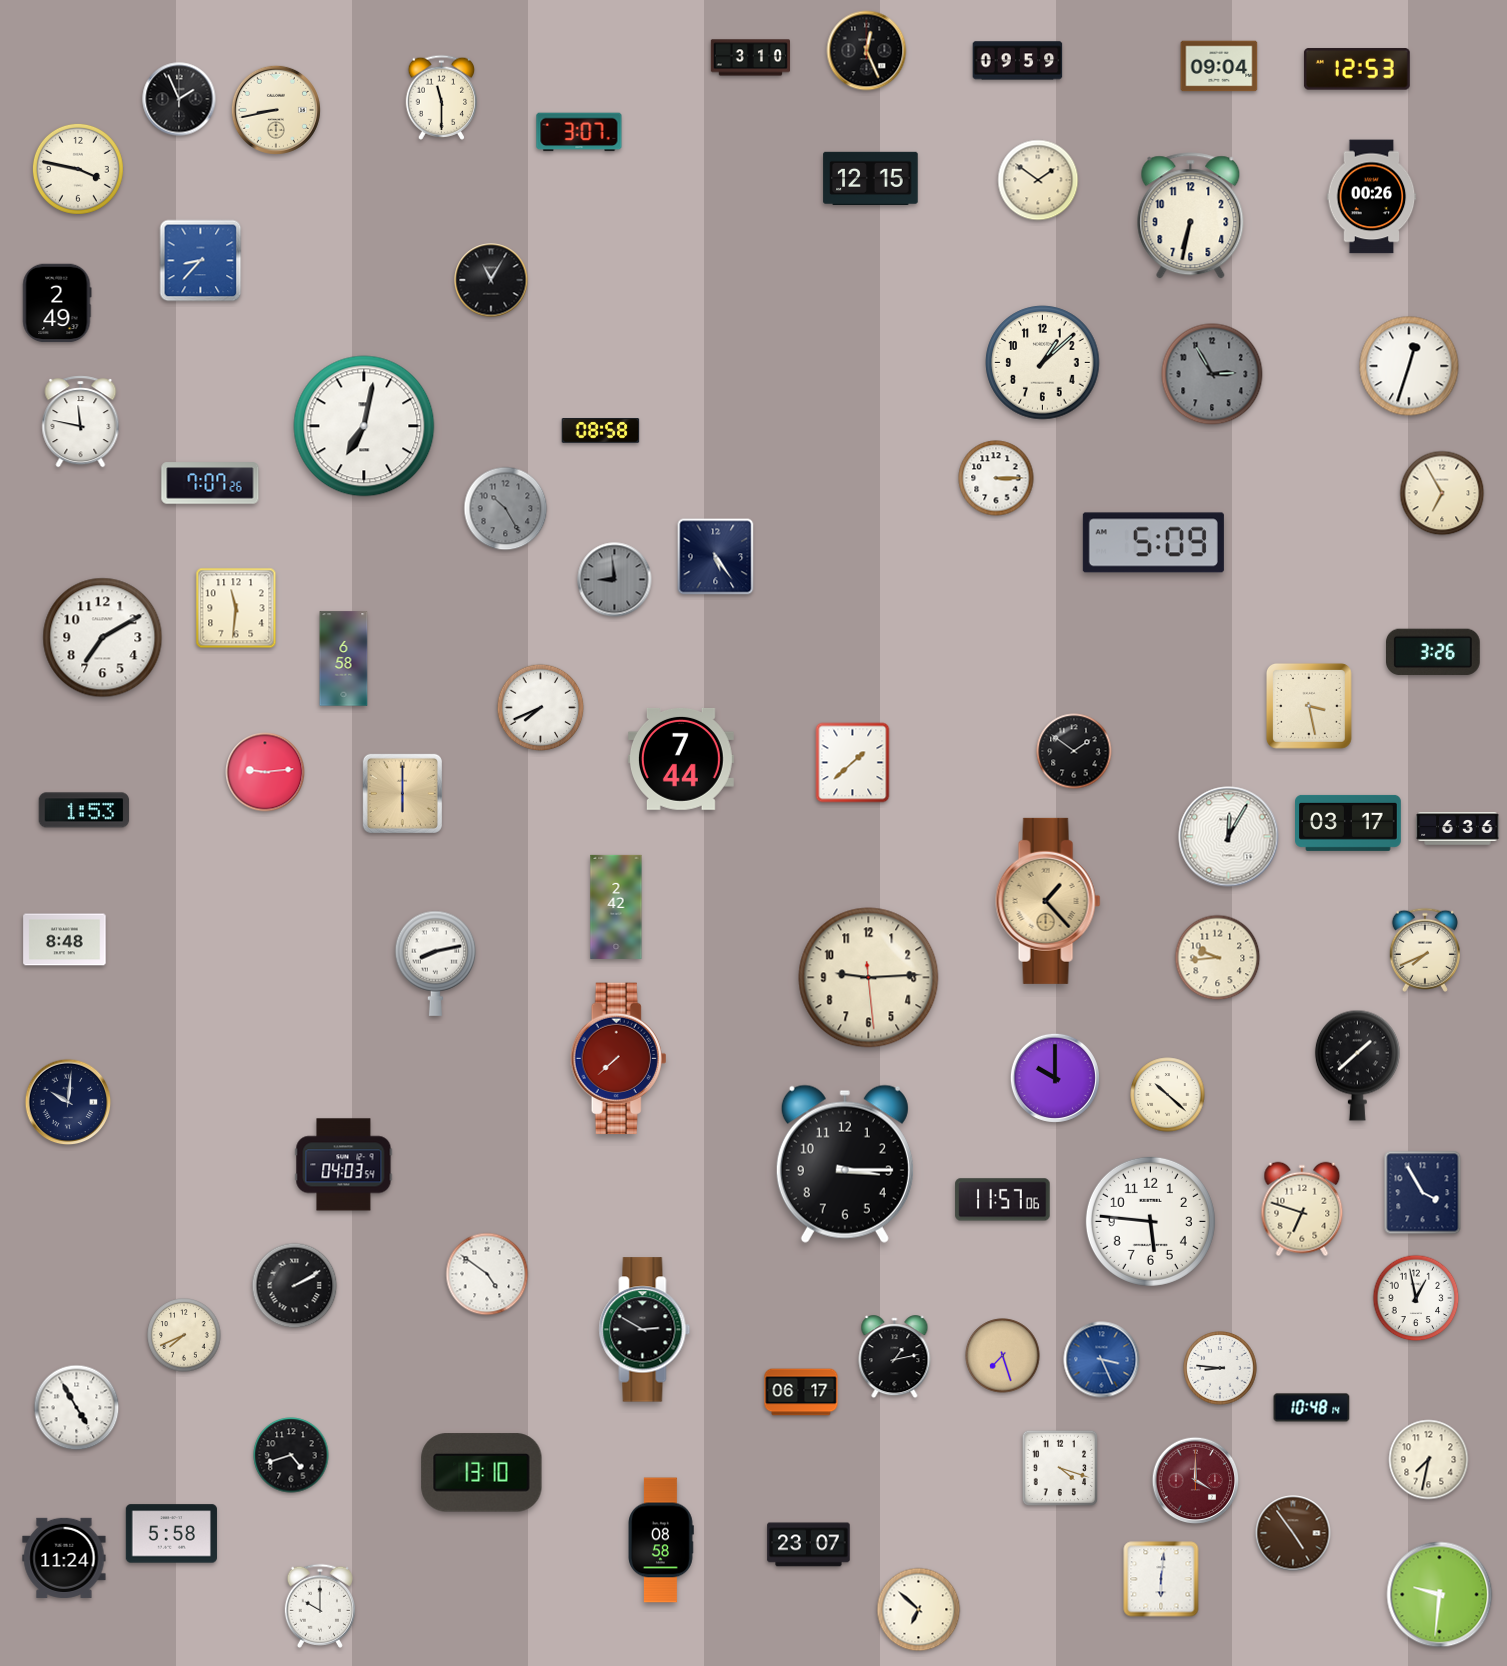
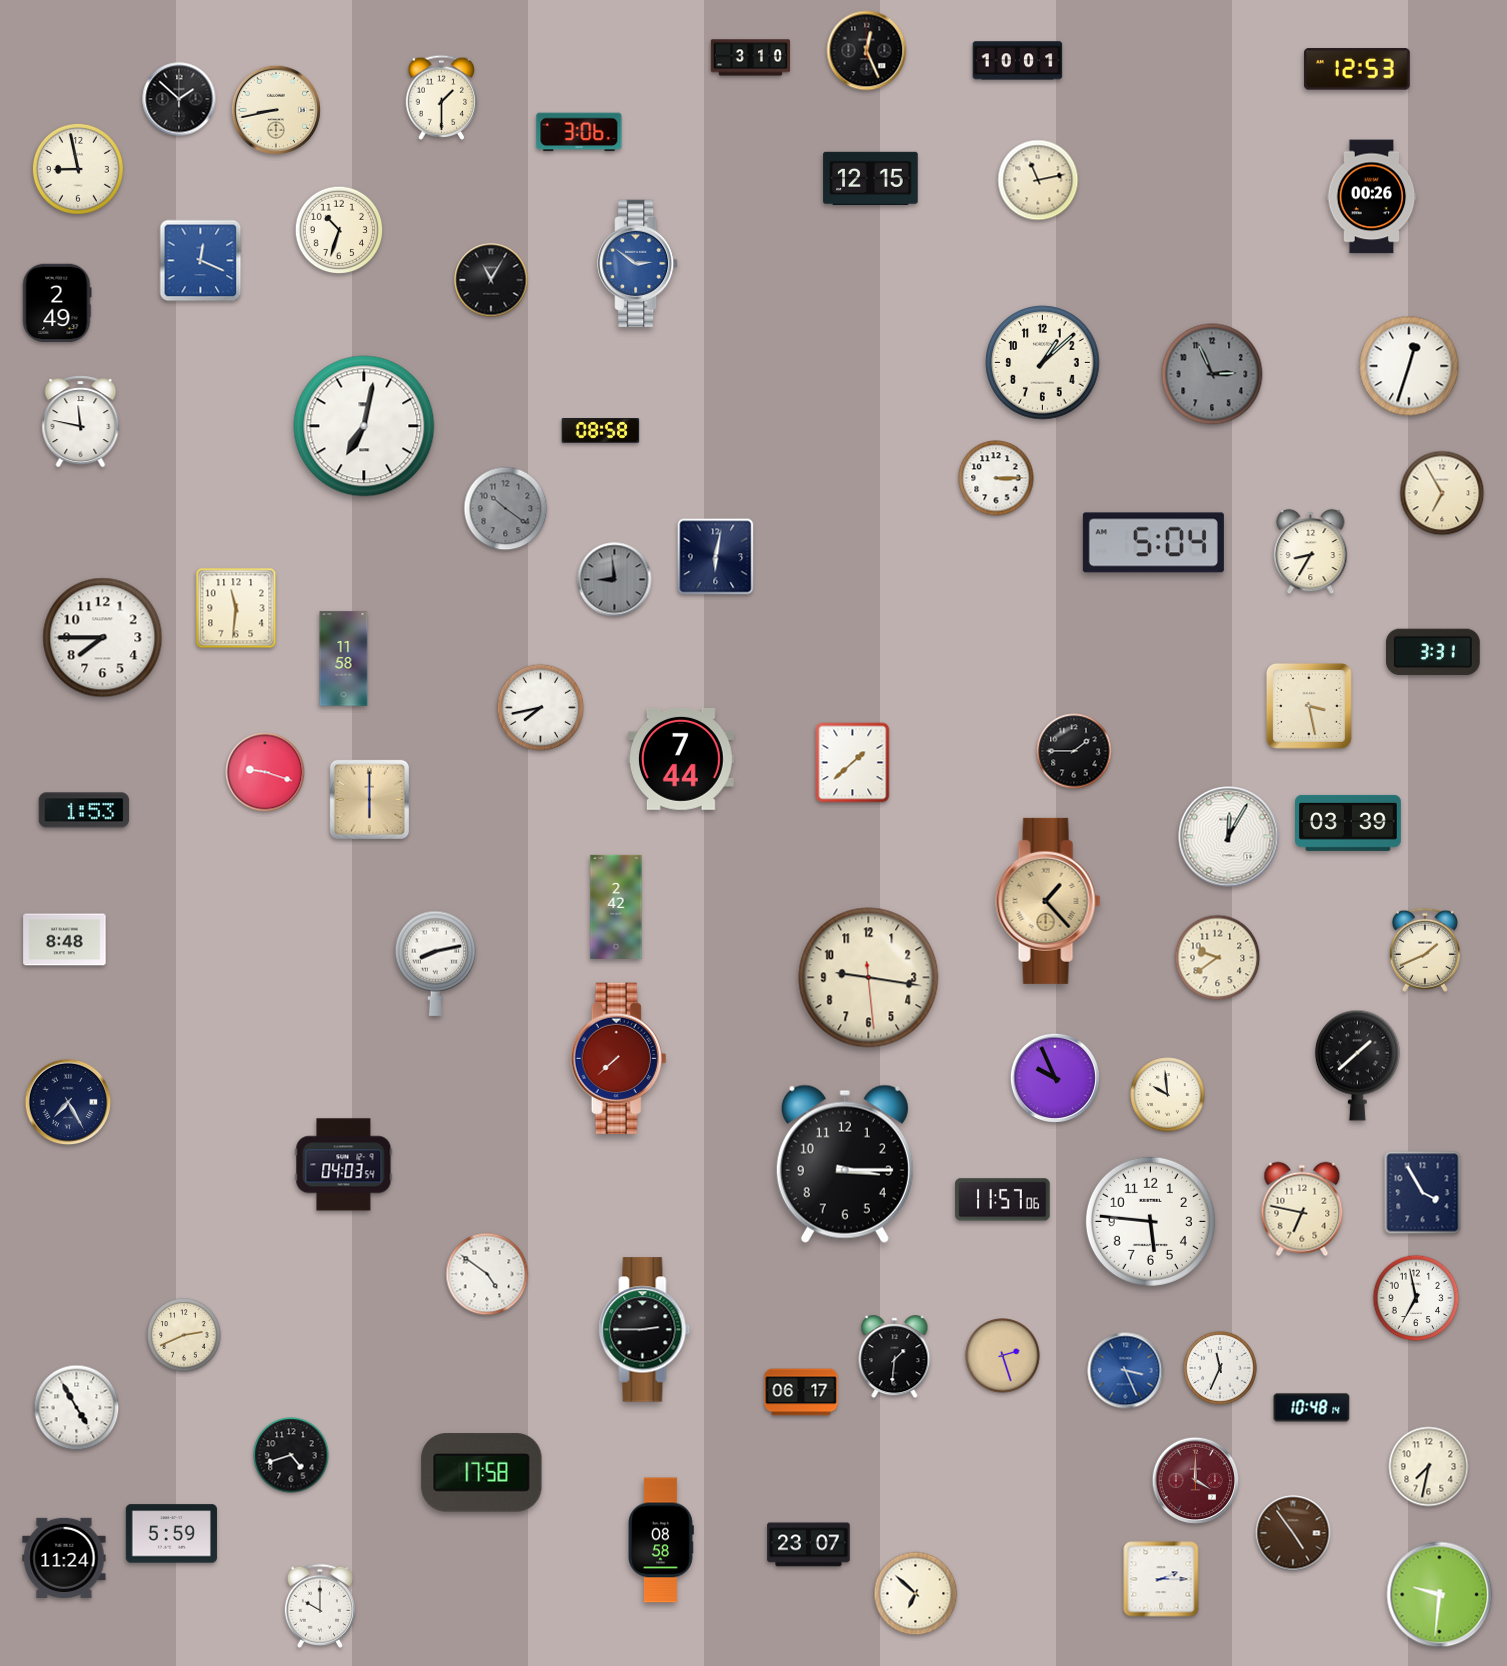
clock at (1018, 61): 09:59 -> 10:01
clock at (1219, 66): 09:04 -> none
clock at (442, 97): 11:30 -> 1:30
clock at (179, 99): 1:56 -> 1:52
clock at (579, 132): 3:07 -> 3:06
clock at (78, 169): 3:47 -> 8:58
clock at (1038, 180): 1:51 -> 11:13
clock at (1191, 216): 6:32 -> none
clock at (339, 230): none -> 10:33
clock at (201, 261): 8:37 -> 12:19
clock at (638, 264): none -> 2:51
clock at (1212, 374): 2:55 -> 2:56
clock at (210, 483): 7:07 -> none
clock at (506, 509): 10:25 -> 10:21
clock at (1153, 543): 5:09 -> 5:04
clock at (1311, 552): none -> 8:35
clock at (716, 557): 5:24 -> 6:02
clock at (103, 638): 7:10 -> 7:45
clock at (1434, 652): 3:26 -> 3:31
clock at (344, 659): 6:58 -> 11:58
clock at (541, 708): 7:41 -> 7:43
clock at (1074, 751): 1:51 -> 1:45
clock at (265, 772): 9:14 -> 9:18
clock at (402, 793) position: (402, 793) -> (369, 799)
clock at (1349, 823): 03:17 -> 03:39
clock at (1458, 829): 6:36 -> none
clock at (1425, 950): 7:41 -> 1:41
clock at (1218, 958): 9:44 -> 9:39
clock at (869, 978): 9:14 -> 9:16
clock at (1055, 1078): 10:00 -> 9:56
clock at (1168, 1095): 10:22 -> 9:59
clock at (68, 1102): 10:01 -> 7:25
clock at (1302, 1209): 6:48 -> 6:47
clock at (295, 1286): 2:10 -> none
clock at (1416, 1298): 12:58 -> 6:58
clock at (645, 1330): 2:50 -> 2:45
clock at (184, 1335): 7:41 -> 2:41
clock at (1003, 1356): 7:27 -> 2:27
clock at (895, 1357): 1:13 -> 1:31
clock at (1102, 1360) position: (1102, 1360) -> (1126, 1371)
clock at (1220, 1368): 8:46 -> 11:34
clock at (1429, 1460) position: (1429, 1460) -> (1429, 1467)
clock at (1060, 1468): 4:18 -> none
clock at (482, 1473): 13:10 -> 17:58
clock at (171, 1534): 5:58 -> 5:59
clock at (1161, 1579): 6:01 -> 2:15
clock at (919, 1610) position: (919, 1610) -> (916, 1594)
